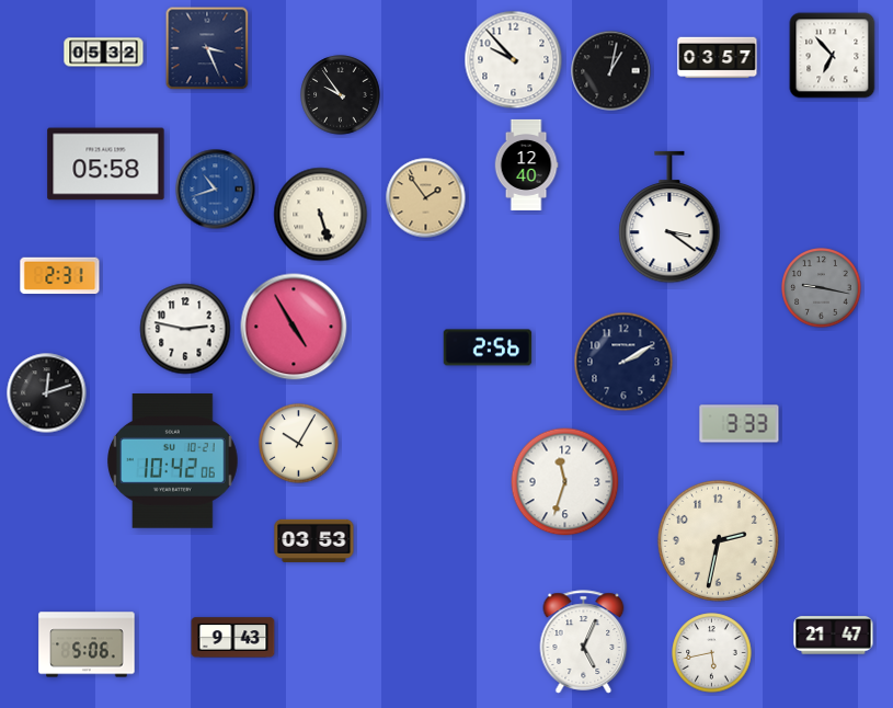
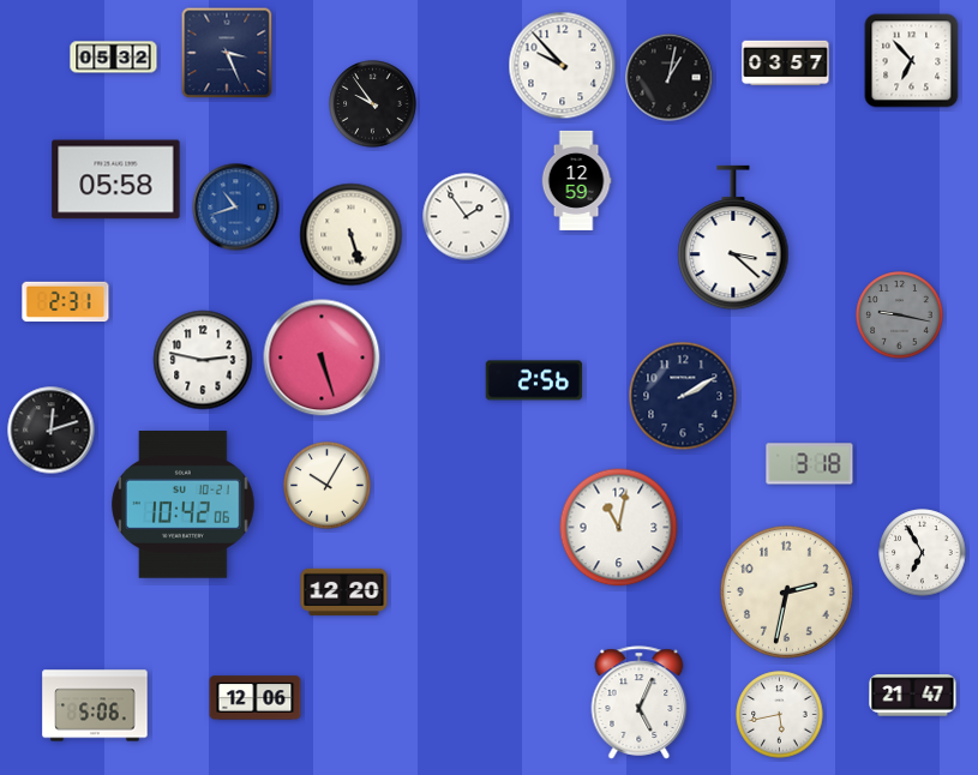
clock at (526, 164): 12:40 -> 12:59
clock at (426, 198) dial: champagne -> white
clock at (669, 217): 3:21 -> 3:22
clock at (294, 327): 4:55 -> 5:27
clock at (740, 424): 3:33 -> 3:18
clock at (173, 461) position: (173, 461) -> (184, 505)
clock at (565, 482): 11:33 -> 11:02
clock at (923, 553): none -> 6:55
clock at (314, 540): 03:53 -> 12:20
clock at (233, 638): 9:43 -> 12:06
